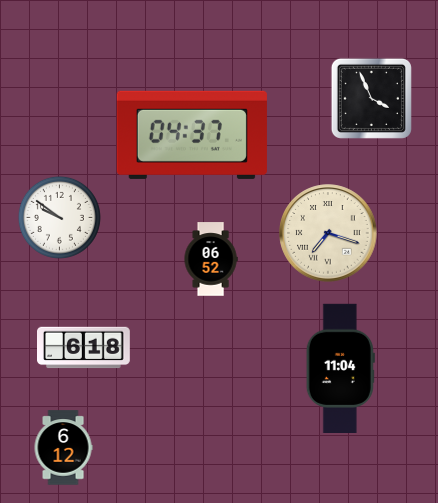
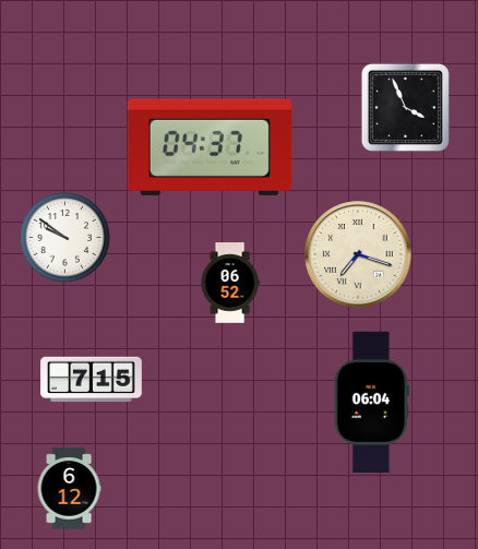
clock at (84, 348): 6:18 -> 7:15
clock at (340, 368): 11:04 -> 06:04
